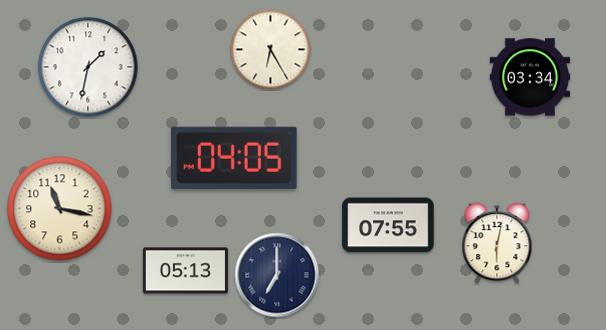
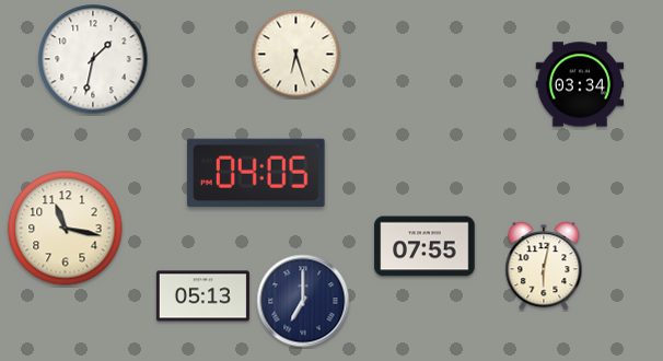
clock at (271, 50): 6:25 -> 6:27
clock at (88, 67) position: (88, 67) -> (93, 59)
